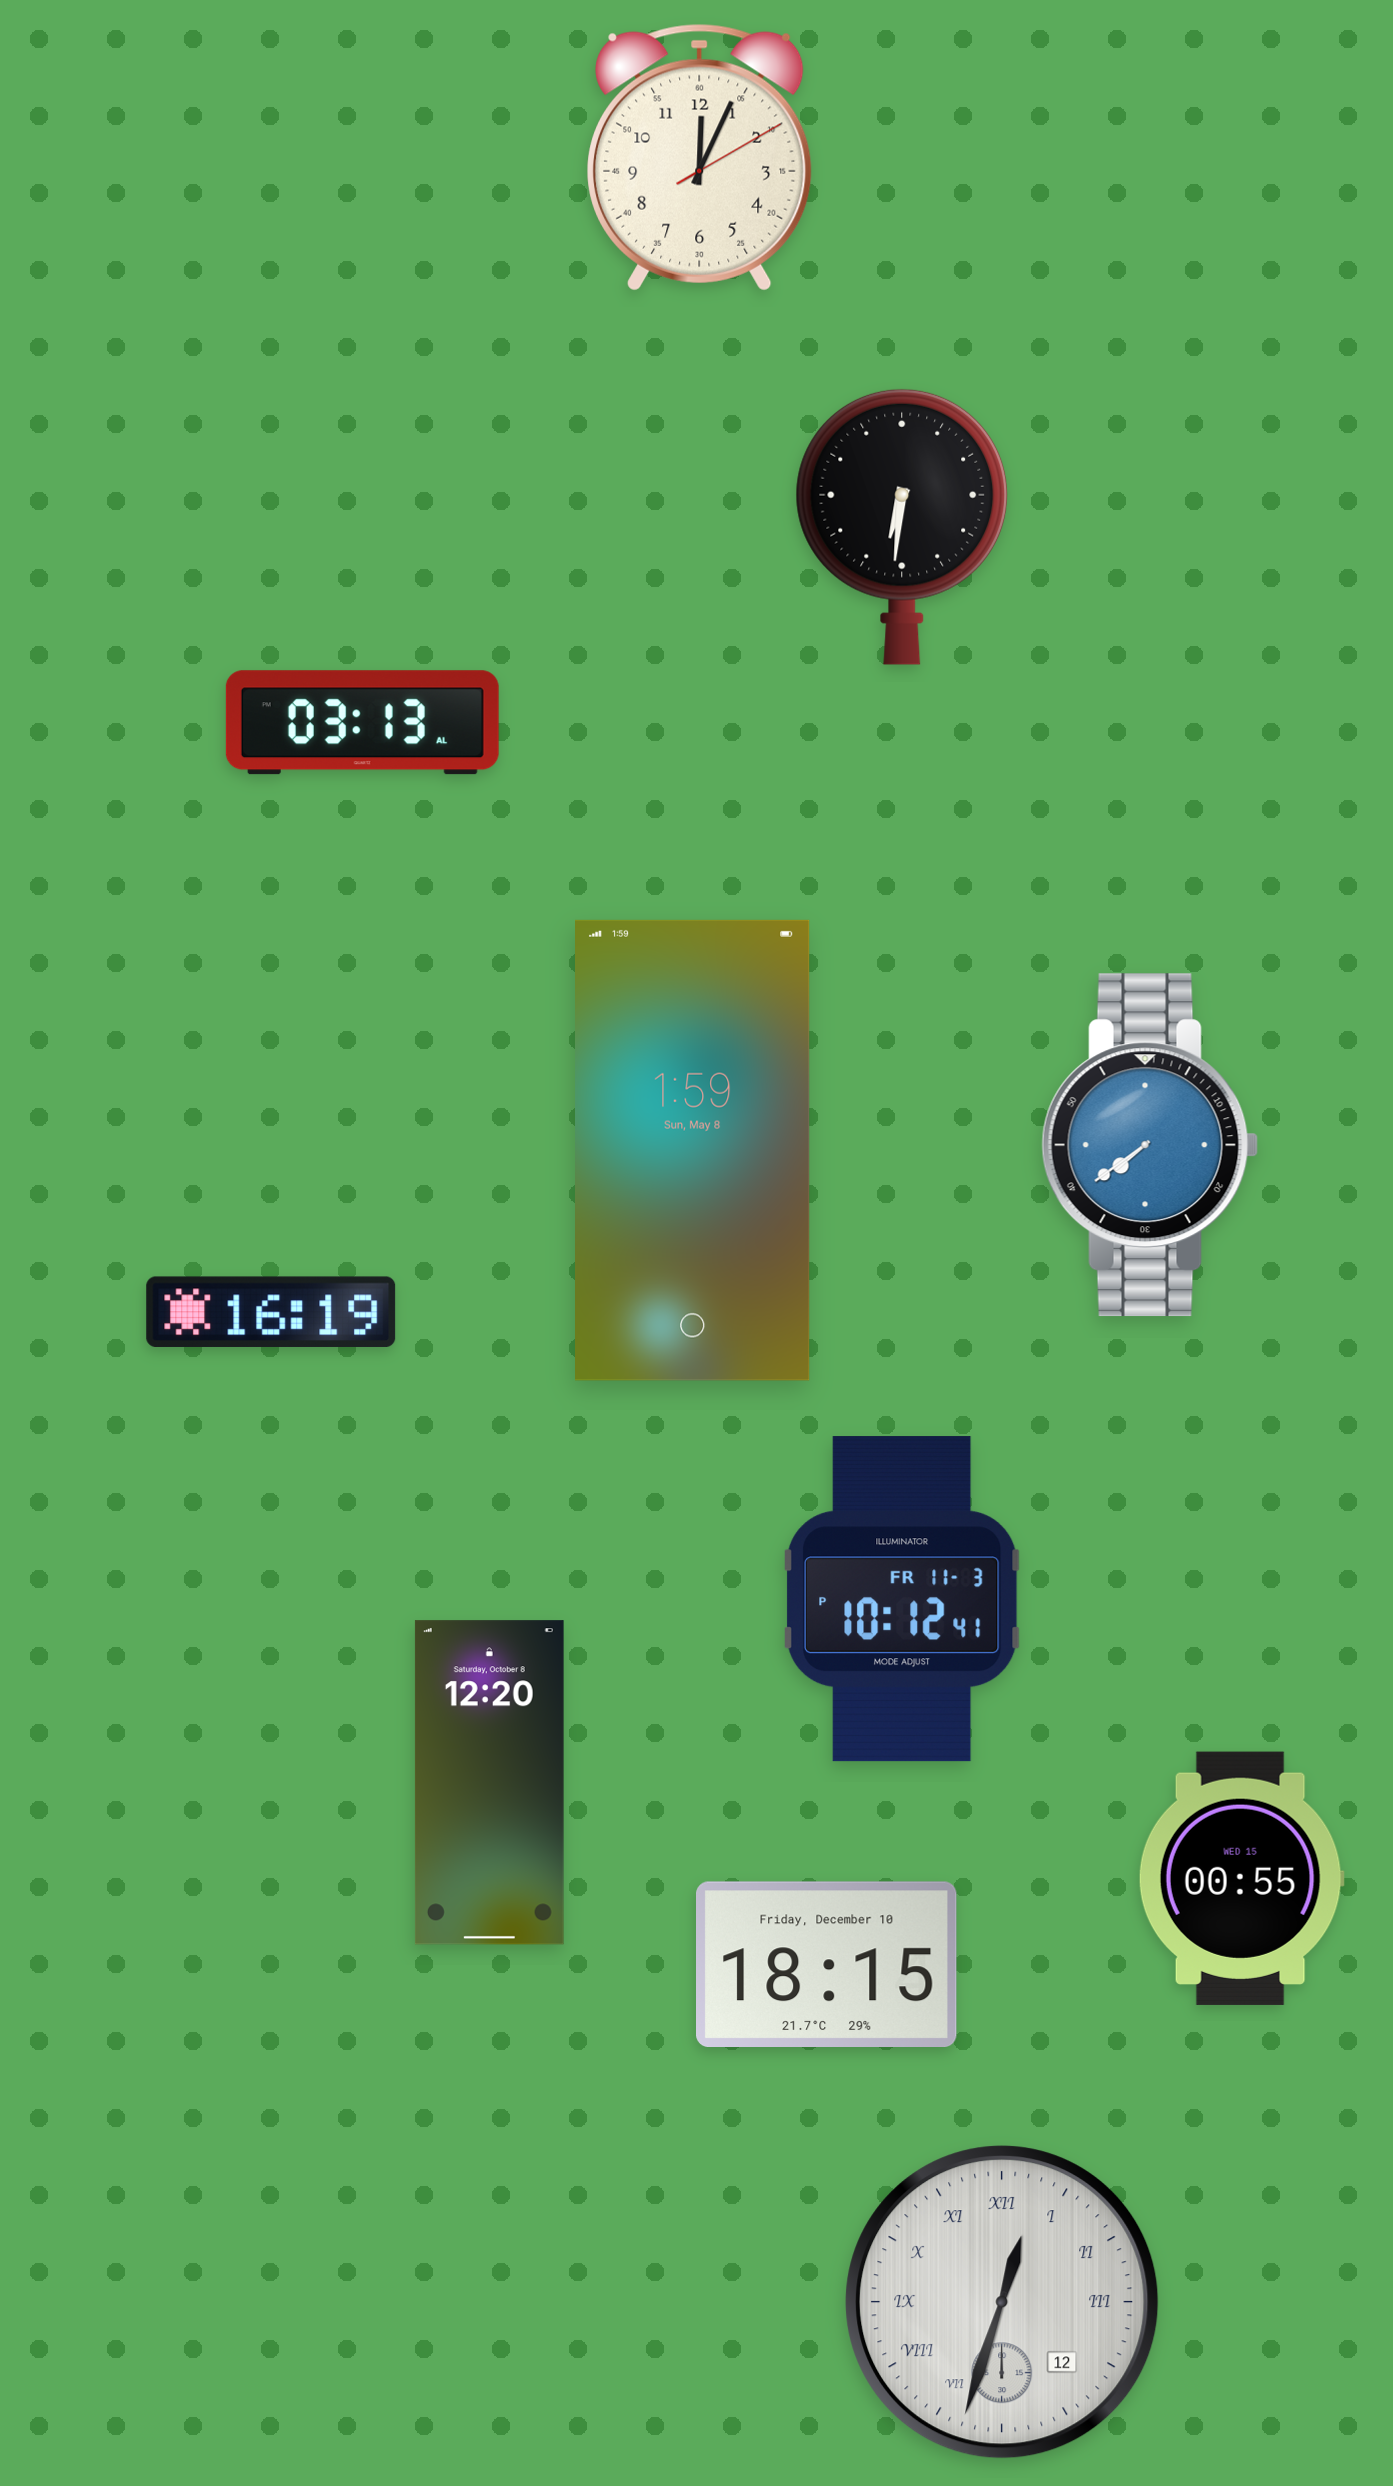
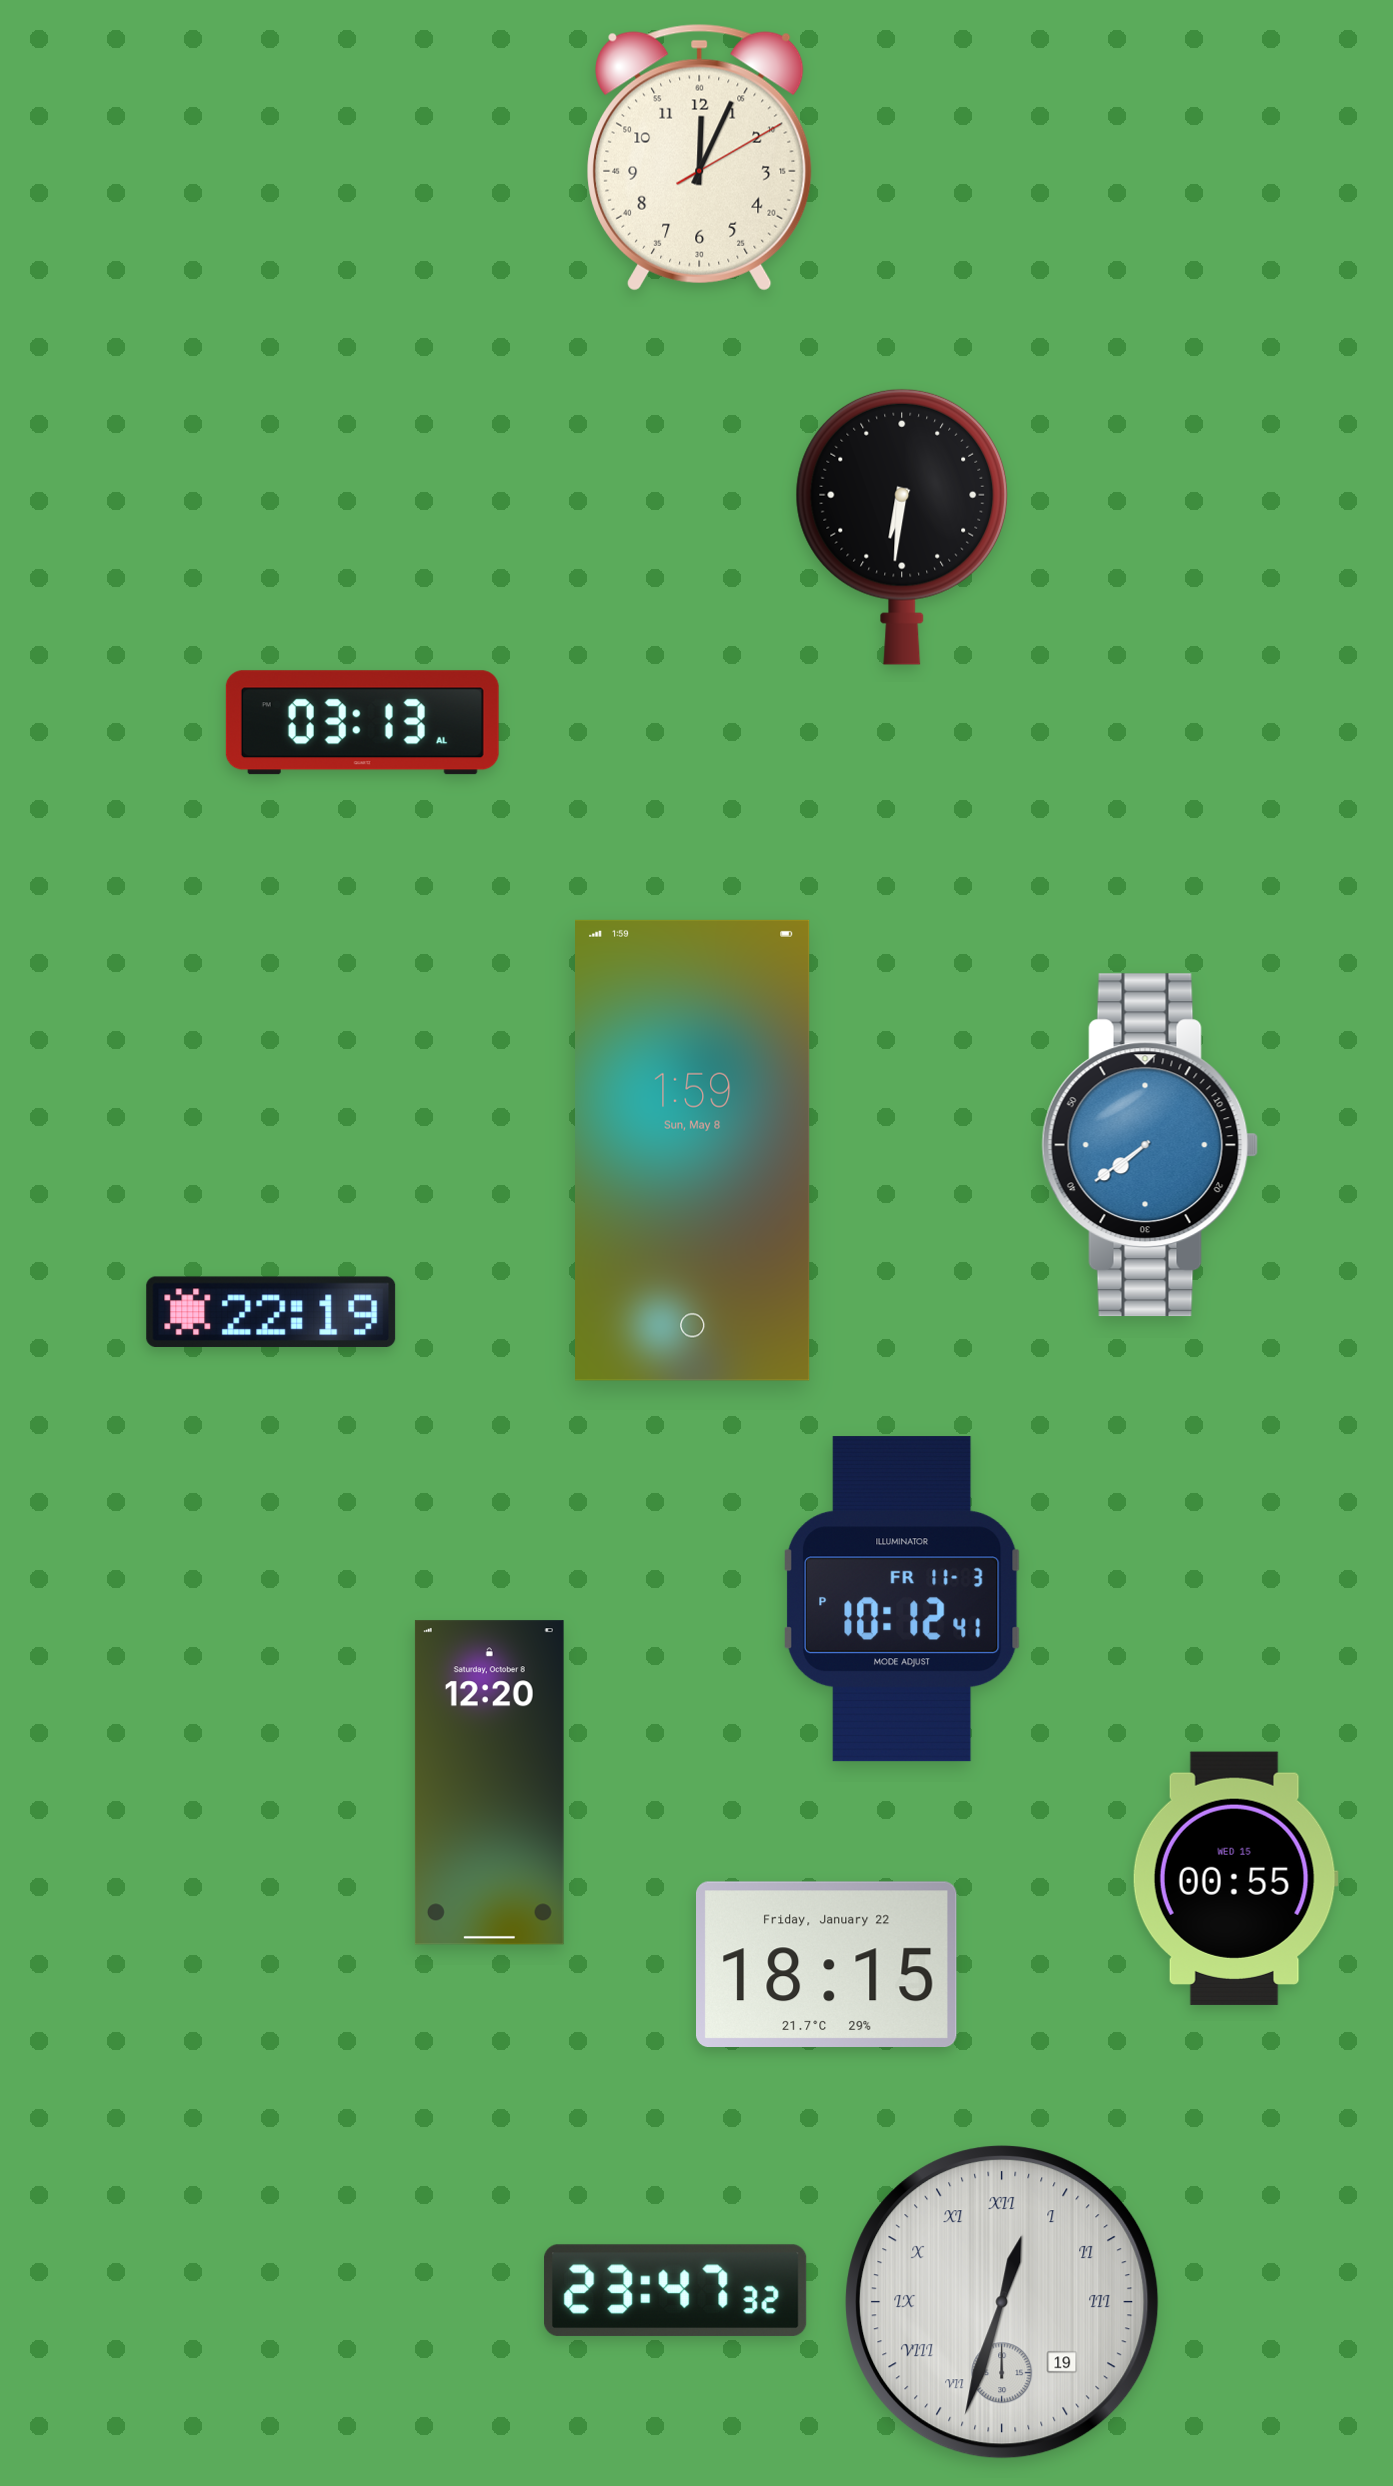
clock at (271, 1312): 16:19 -> 22:19
clock at (1241, 1878) position: (1241, 1878) -> (1235, 1878)
clock at (827, 1964) date: Friday, December 10 -> Friday, January 22
clock at (676, 2290): none -> 23:47
clock at (1002, 2302) date: 12 -> 19
